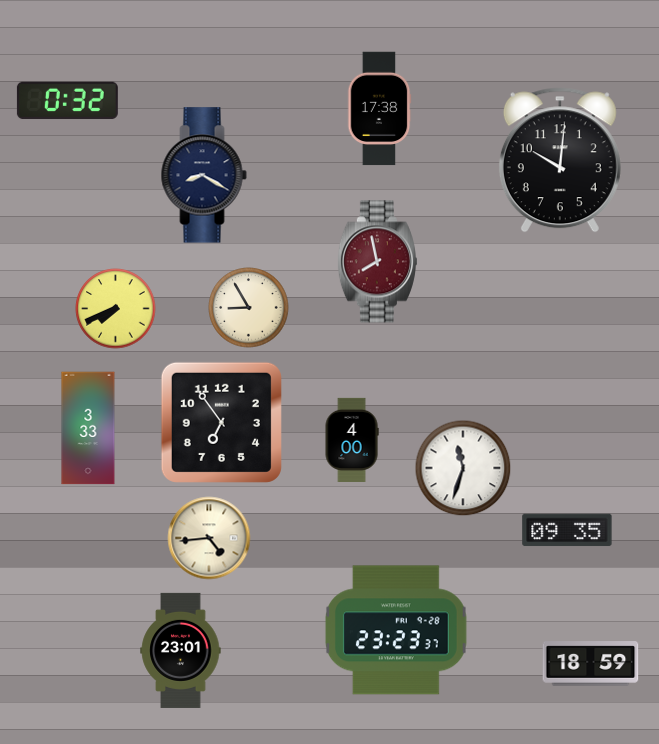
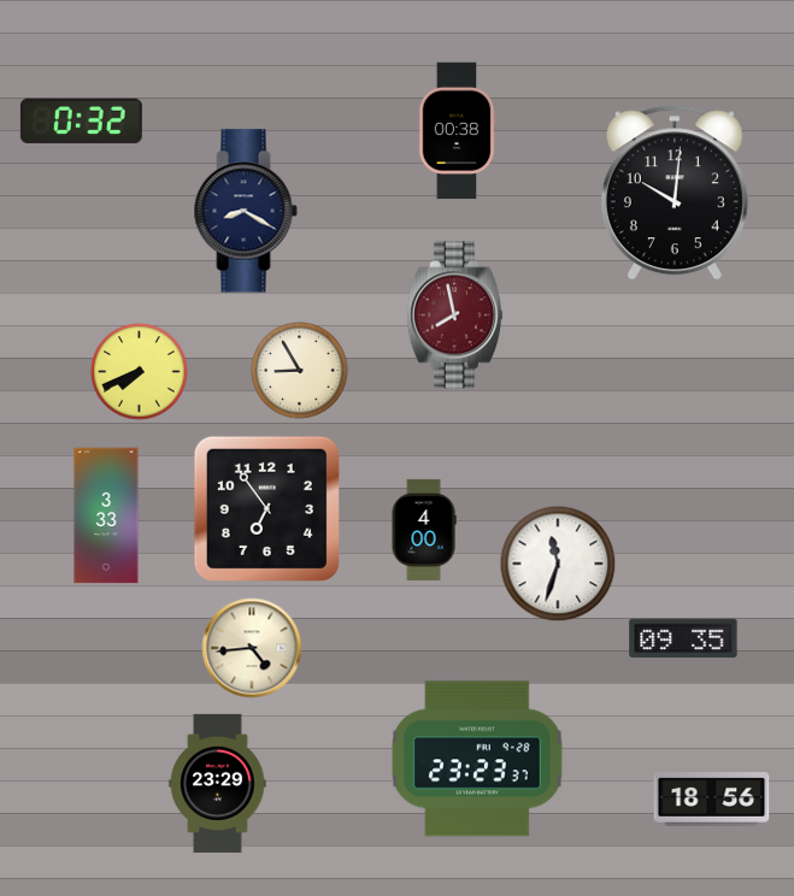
clock at (379, 109): 17:38 -> 00:38
clock at (181, 650): 23:01 -> 23:29
clock at (591, 664): 18:59 -> 18:56
